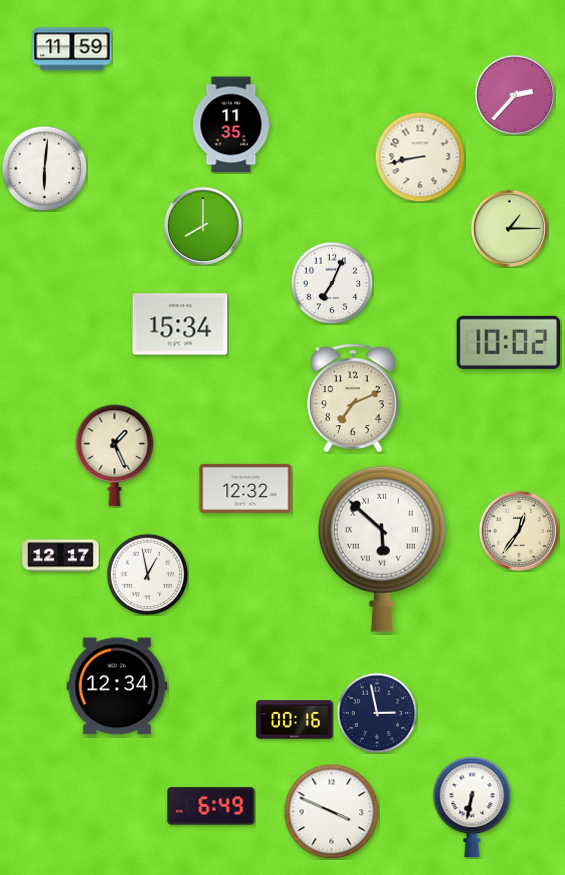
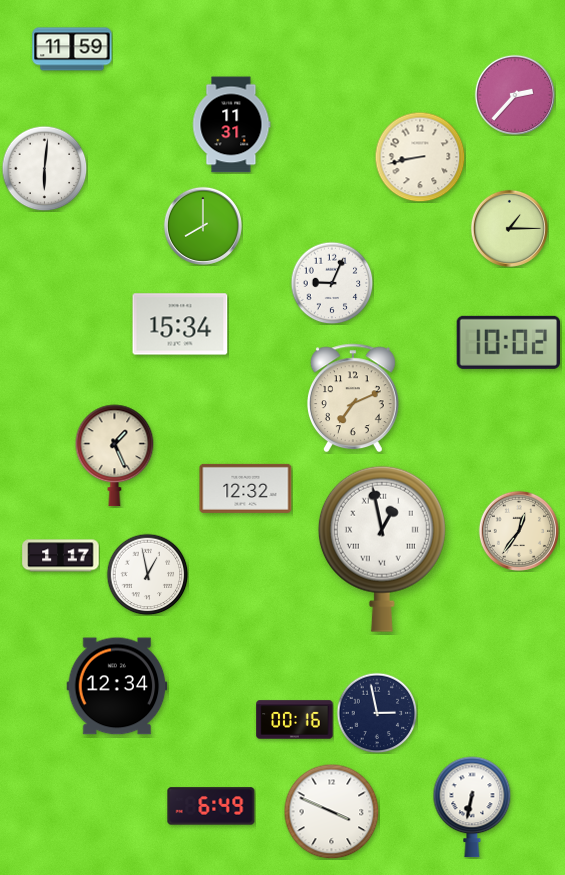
clock at (231, 125): 11:35 -> 11:31
clock at (332, 283): 7:04 -> 9:04
clock at (382, 549): 5:52 -> 12:58
clock at (61, 556): 12:17 -> 1:17
